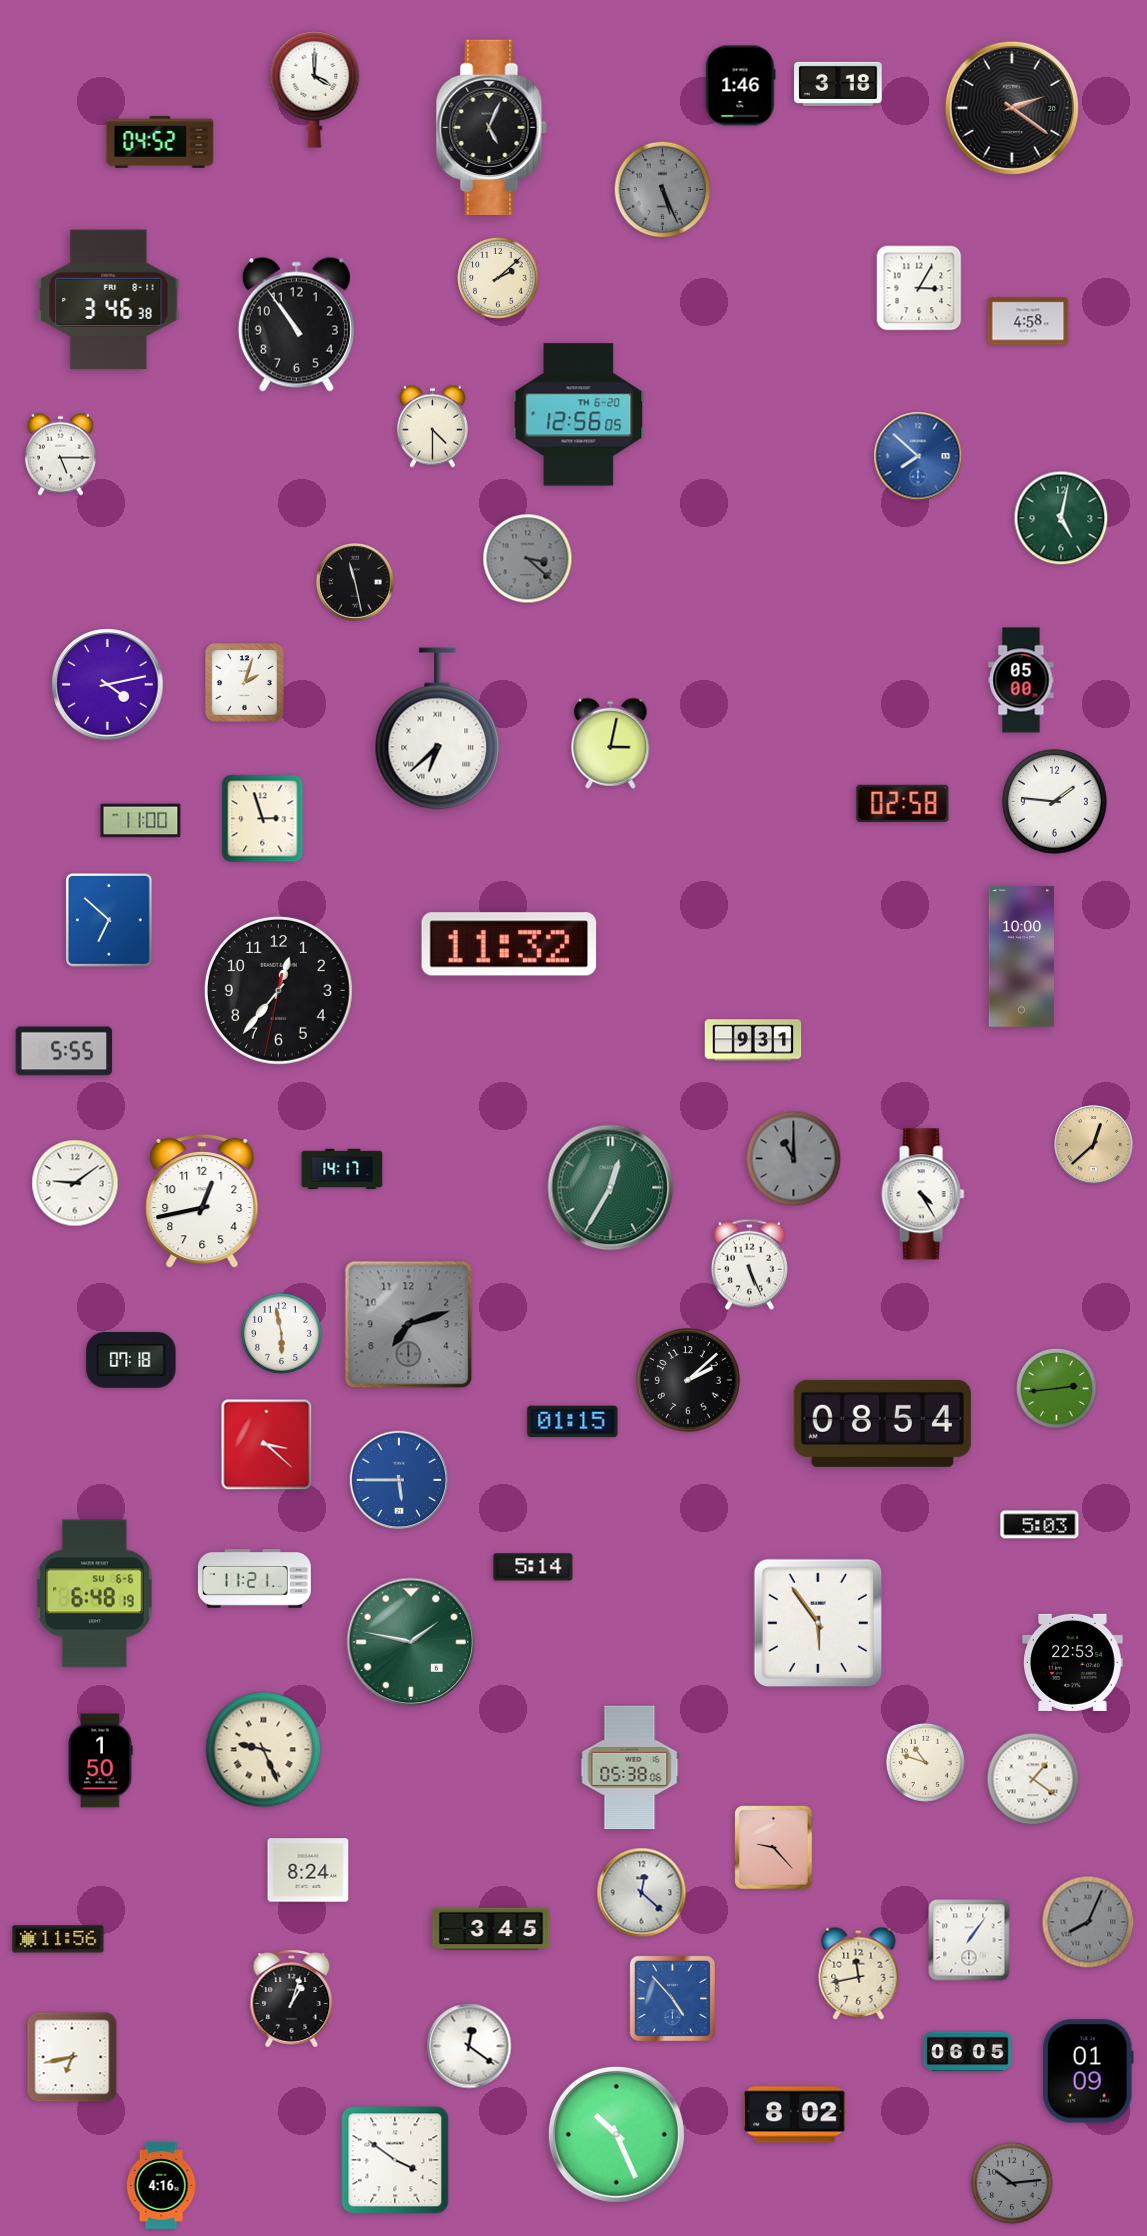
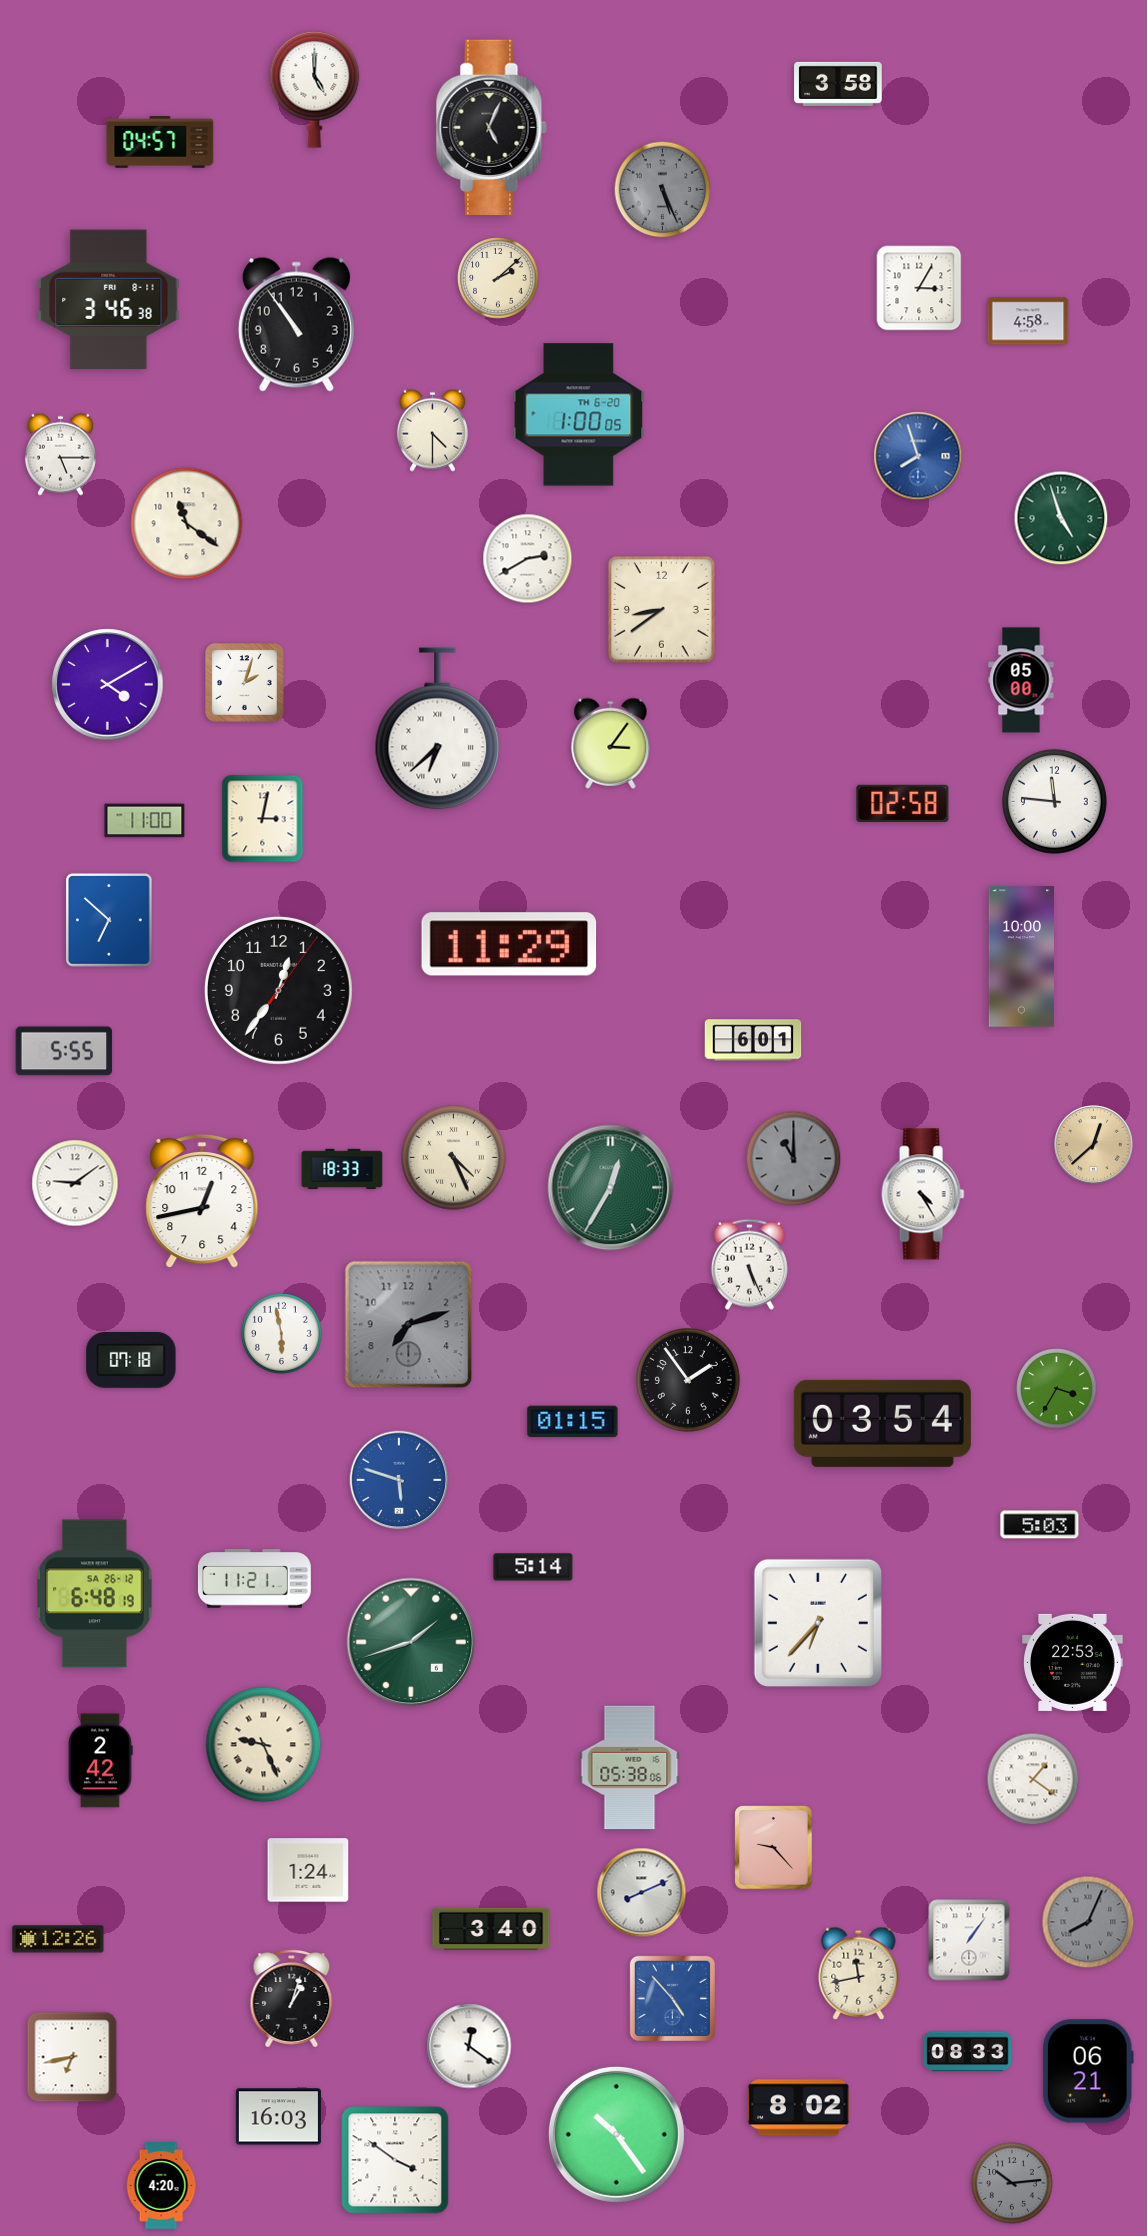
clock at (838, 84): 3:18 -> 3:58
clock at (741, 86): 1:46 -> none
clock at (315, 89): 4:00 -> 5:00
clock at (1012, 108): 2:21 -> none
clock at (160, 143): 04:52 -> 04:57
clock at (579, 415): 12:56 -> 1:00
clock at (432, 426) position: (432, 426) -> (432, 430)
clock at (918, 456): 7:52 -> 7:57
clock at (1061, 518): 5:02 -> 4:57
clock at (187, 524): none -> 11:21
clock at (528, 559): 3:22 -> 2:40
clock at (528, 559) dial: grey -> white
clock at (356, 583): 11:28 -> none
clock at (661, 609): none -> 8:39
clock at (108, 685): 4:13 -> 4:10
clock at (611, 743): 3:02 -> 3:06
clock at (1055, 802): 1:46 -> 11:46
clock at (263, 819): 2:57 -> 3:02
clock at (141, 821) position: (141, 821) -> (145, 821)
clock at (509, 944): 11:32 -> 11:29
clock at (278, 990): 12:36:32 -> 12:36:06
clock at (753, 1040): 9:31 -> 6:01
clock at (454, 1158): none -> 4:26
clock at (342, 1169): 14:17 -> 18:33
clock at (688, 1380): 2:08 -> 1:54
clock at (1057, 1389): 2:44 -> 3:35
clock at (882, 1423): 08:54 -> 03:54
clock at (267, 1445): 3:22 -> none
clock at (399, 1480): 5:45 -> 5:48
clock at (95, 1594) date: SU 6-6 -> SA 26-12
clock at (817, 1622): 5:54 -> 6:37
clock at (411, 1642): 1:47 -> 1:42
clock at (264, 1750) position: (264, 1750) -> (264, 1745)
clock at (100, 1761): 1:50 -> 2:42
clock at (925, 1762): 10:48 -> none
clock at (308, 1870): 8:24 -> 1:24
clock at (642, 1893): 12:22 -> 8:11
clock at (491, 1929): 3:45 -> 3:40
clock at (58, 1939): 11:56 -> 12:26
clock at (968, 2052): 06:05 -> 08:33
clock at (1088, 2071): 01:09 -> 06:21
clock at (795, 2115) position: (795, 2115) -> (799, 2108)
clock at (278, 2117): none -> 16:03
clock at (616, 2134): 10:26 -> 10:24
clock at (161, 2186): 4:16 -> 4:20
